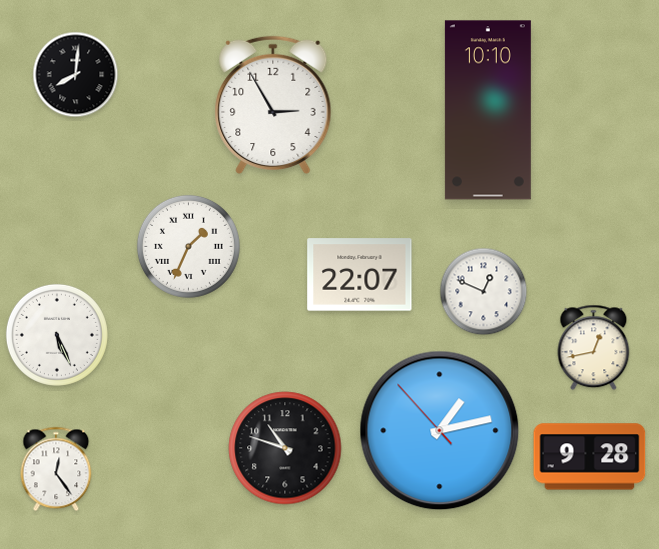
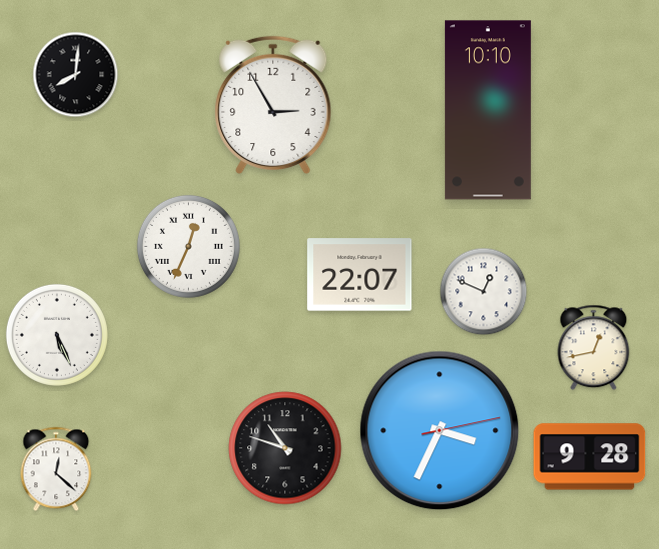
clock at (188, 246): 1:34 -> 12:34
clock at (440, 431): 1:12 -> 3:34
clock at (56, 469): 12:24 -> 12:22
